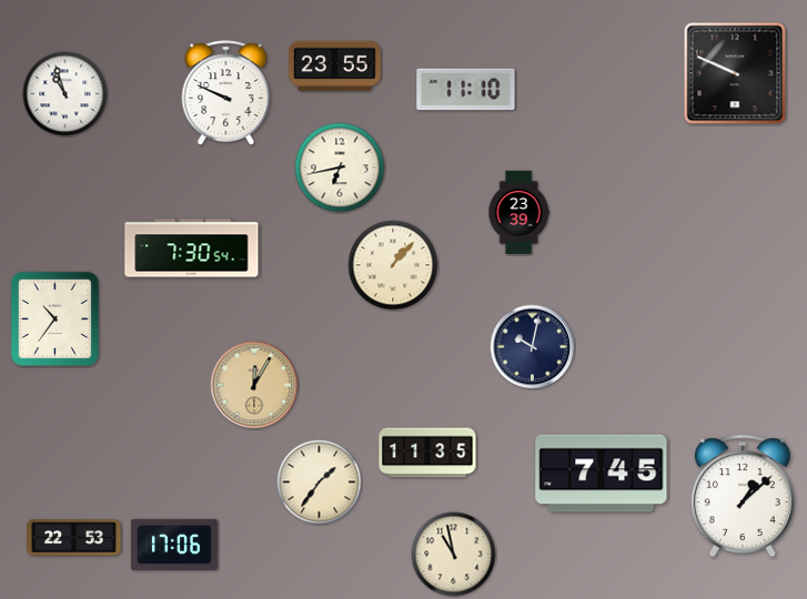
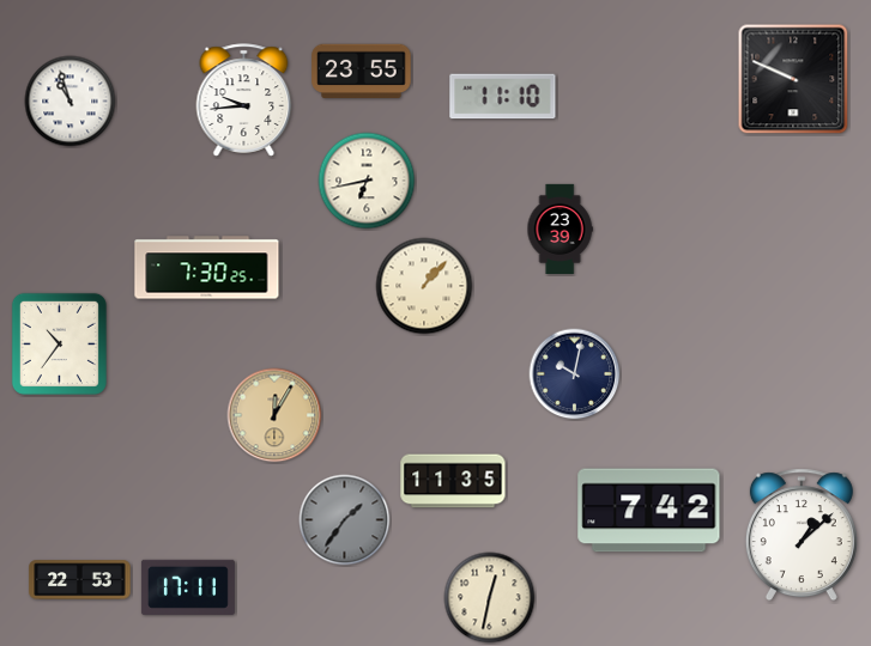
clock at (226, 93): 9:49 -> 9:44
clock at (192, 248): 7:30:54 -> 7:30:25
clock at (427, 453) position: (427, 453) -> (453, 481)
clock at (602, 474): 7:45 -> 7:42
clock at (320, 483) dial: cream -> grey
clock at (174, 545): 17:06 -> 17:11
clock at (454, 555): 10:58 -> 12:32
